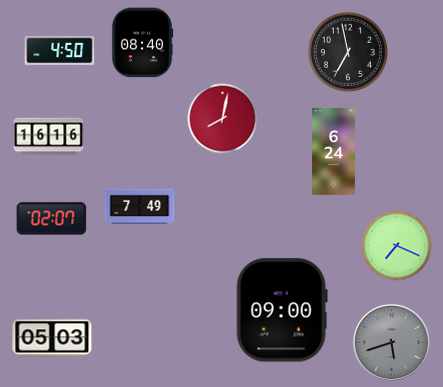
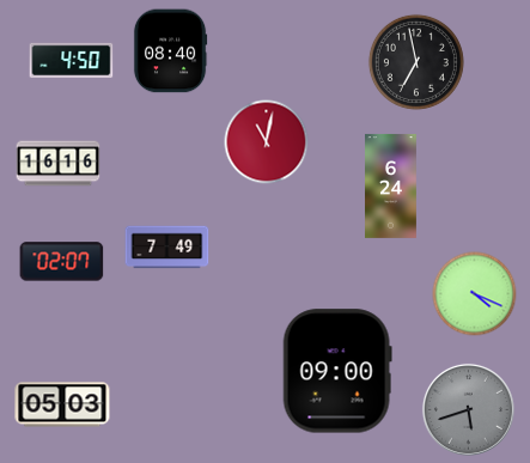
clock at (223, 119): 8:02 -> 11:02
clock at (334, 151) position: (334, 151) -> (391, 185)
clock at (397, 246): 7:19 -> 4:19
